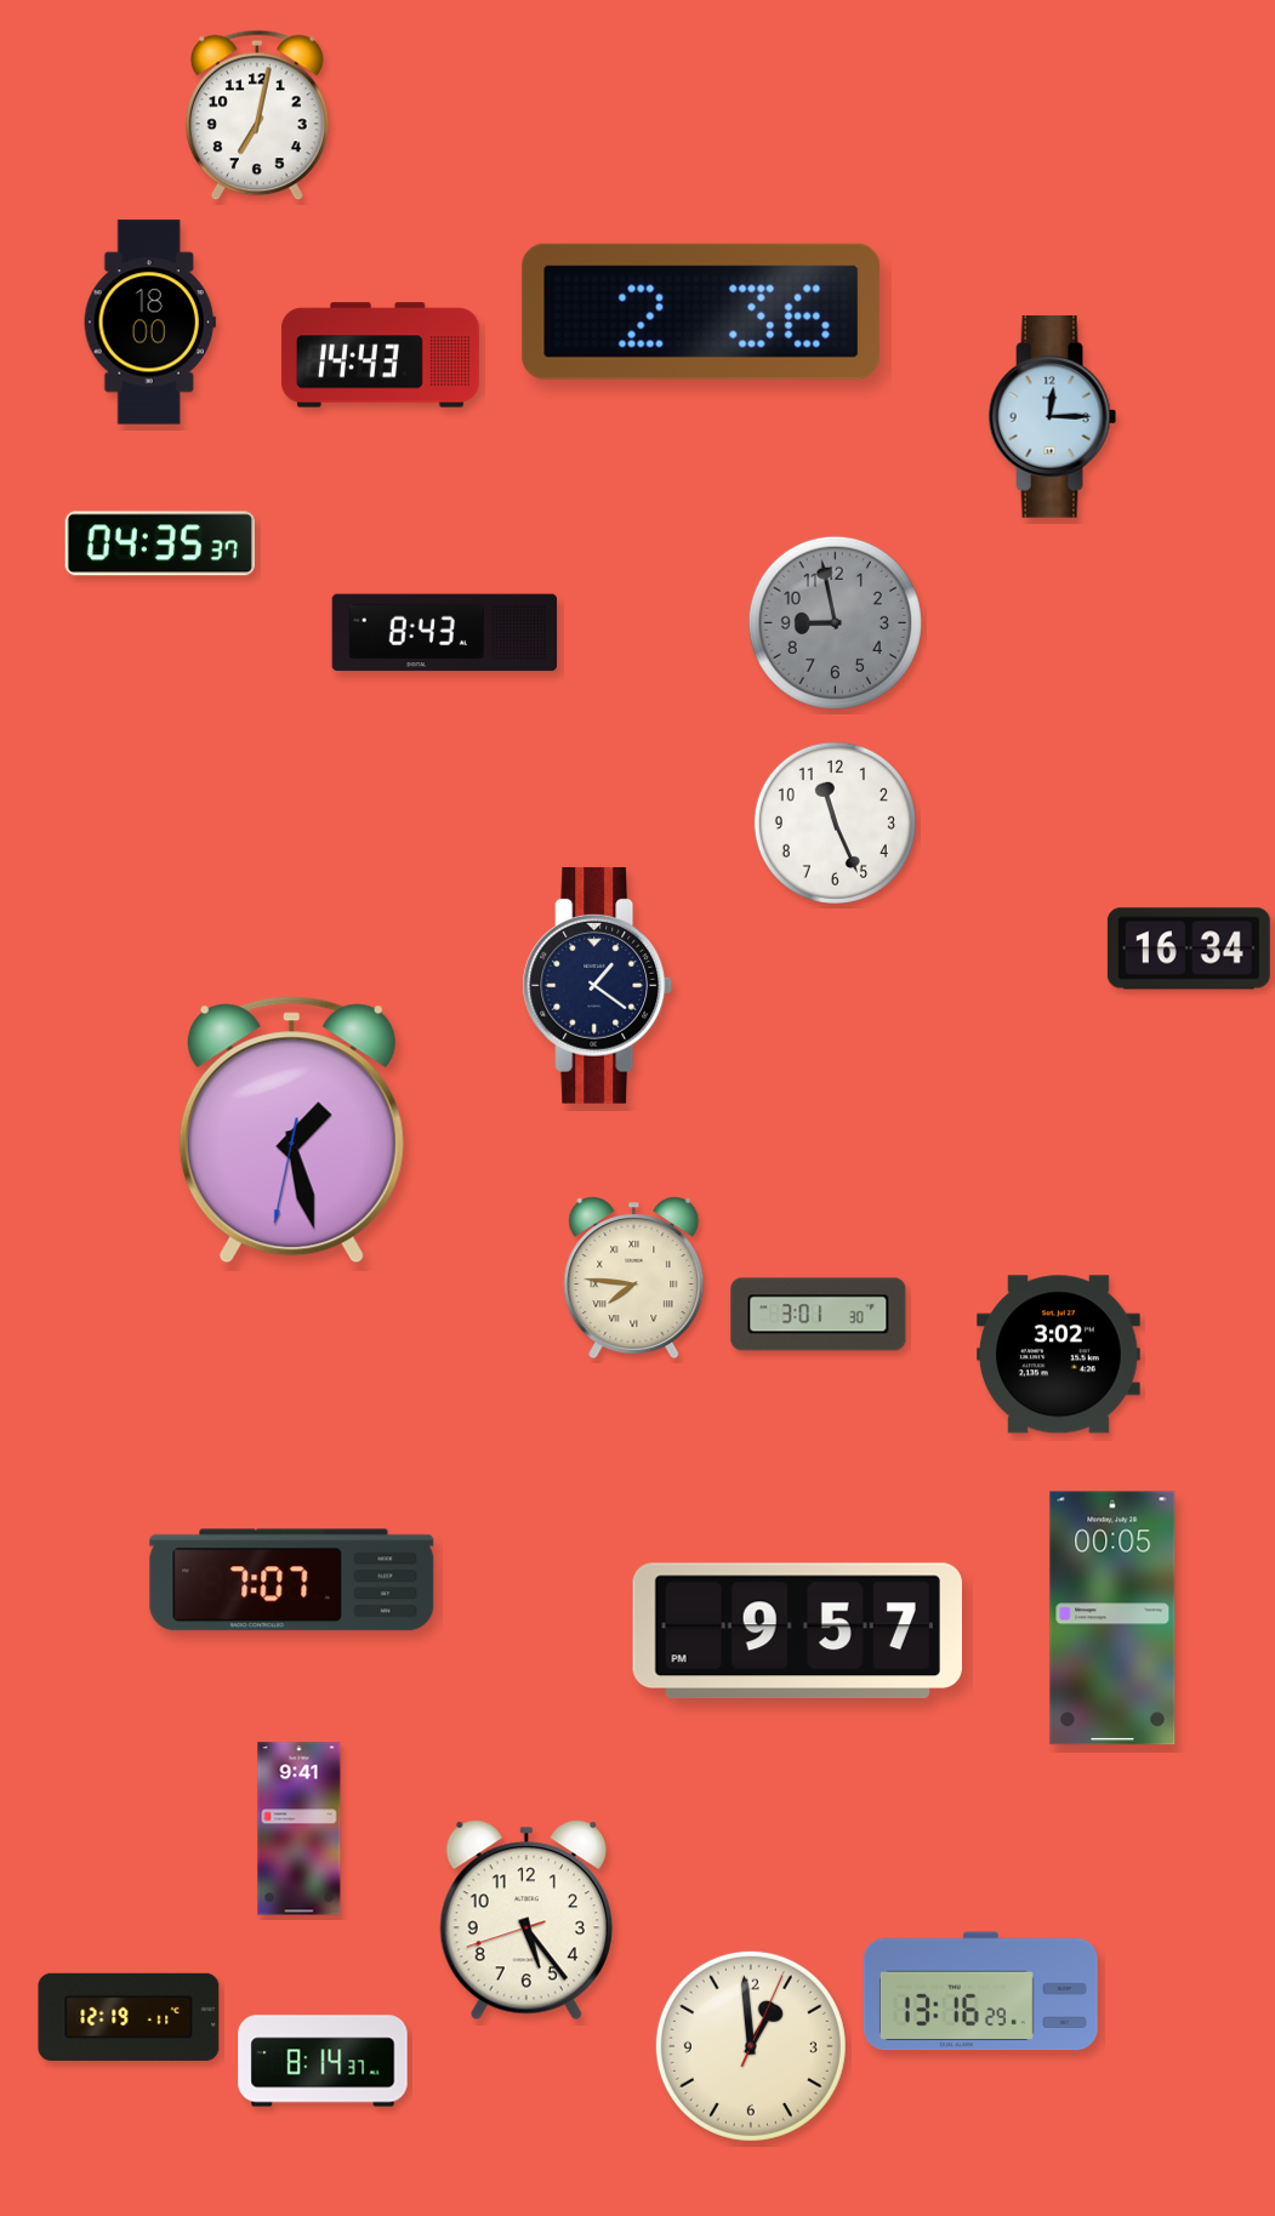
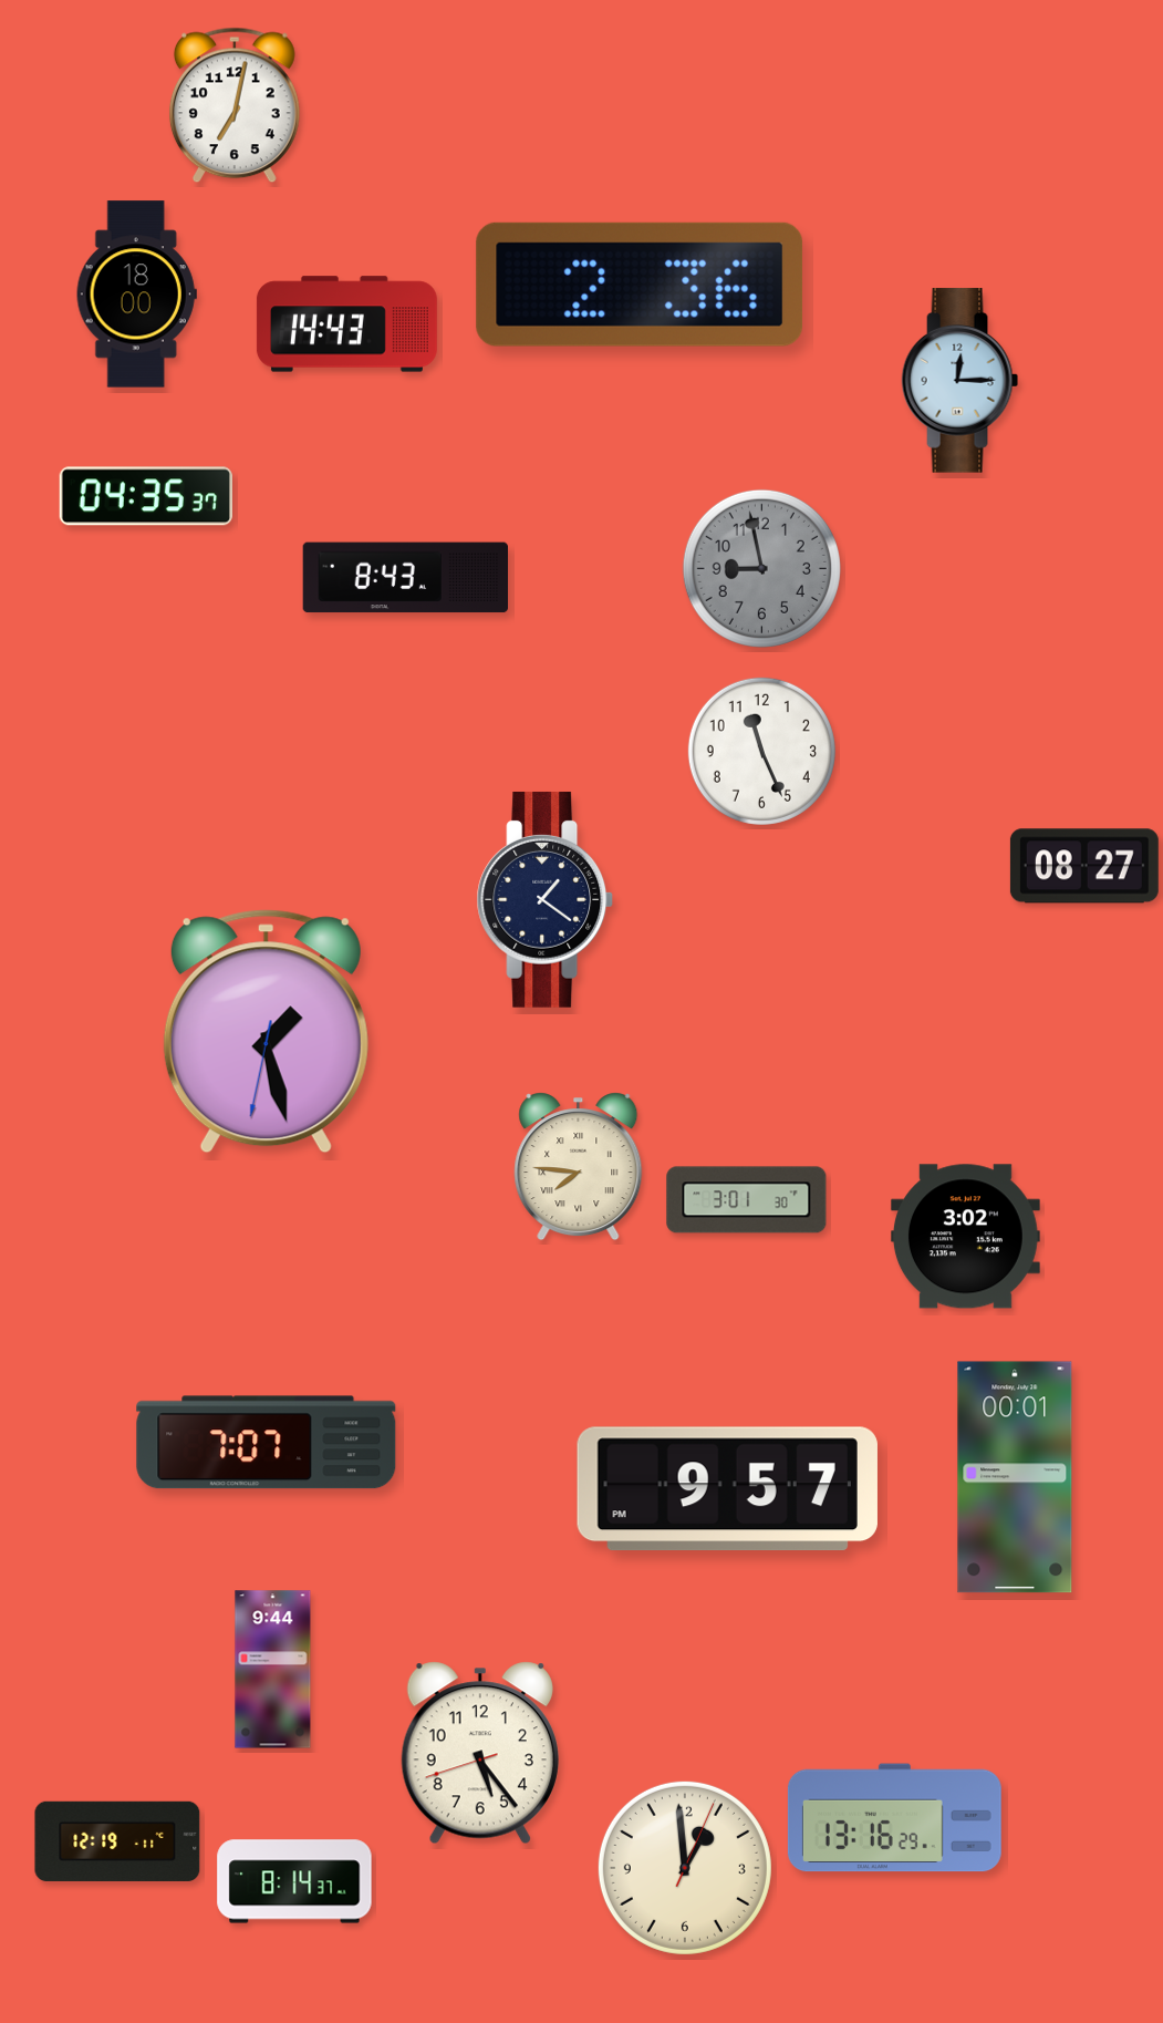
clock at (1189, 949): 16:34 -> 08:27
clock at (1112, 1618): 00:05 -> 00:01
clock at (300, 1829): 9:41 -> 9:44
